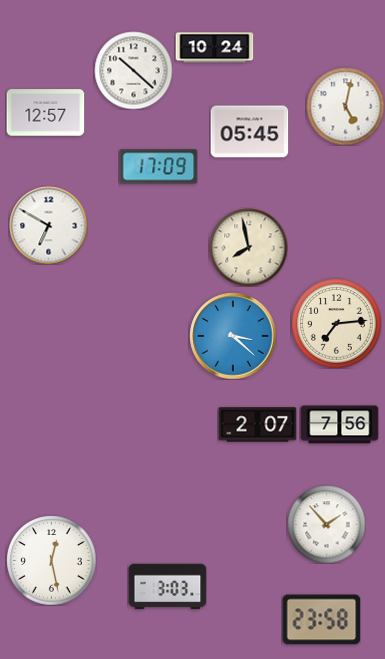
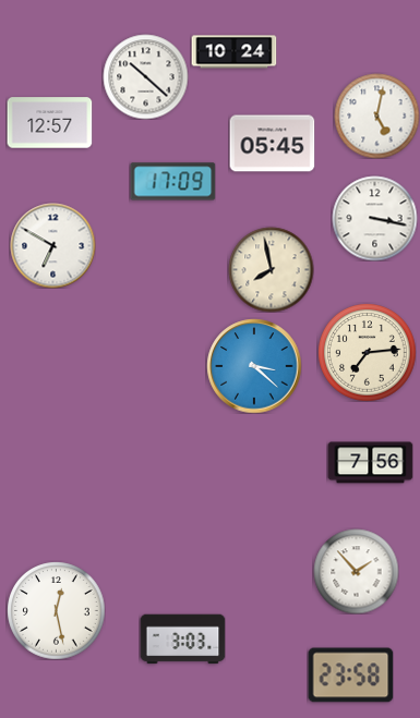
clock at (374, 218): none -> 3:17
clock at (257, 425): 2:07 -> none
